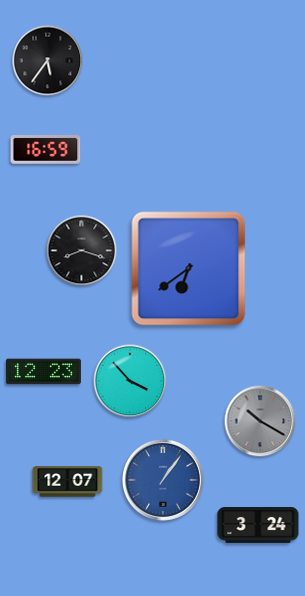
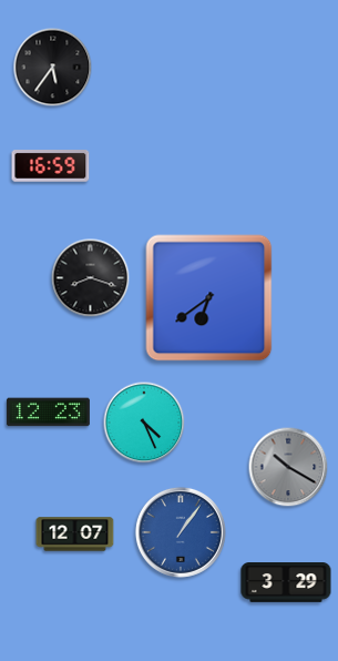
clock at (130, 381): 3:53 -> 4:26
clock at (258, 526): 3:24 -> 3:29
